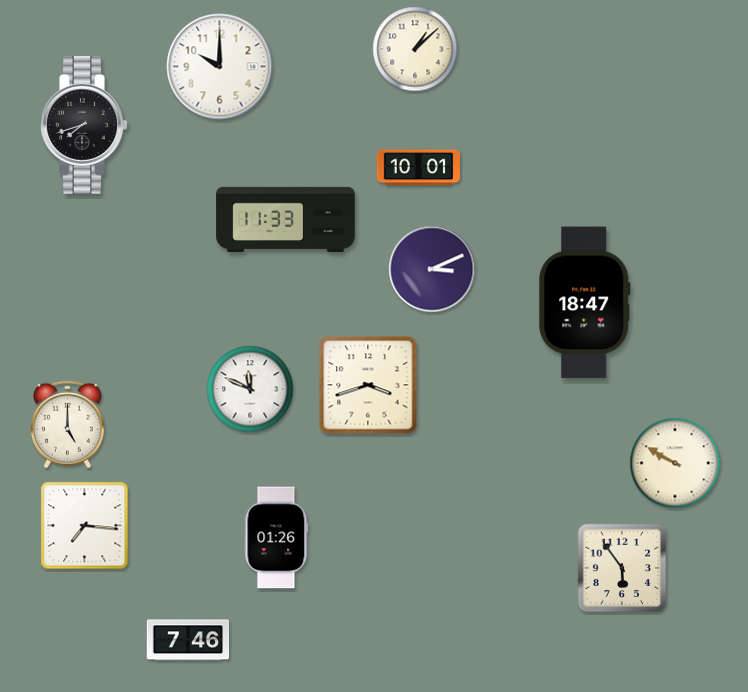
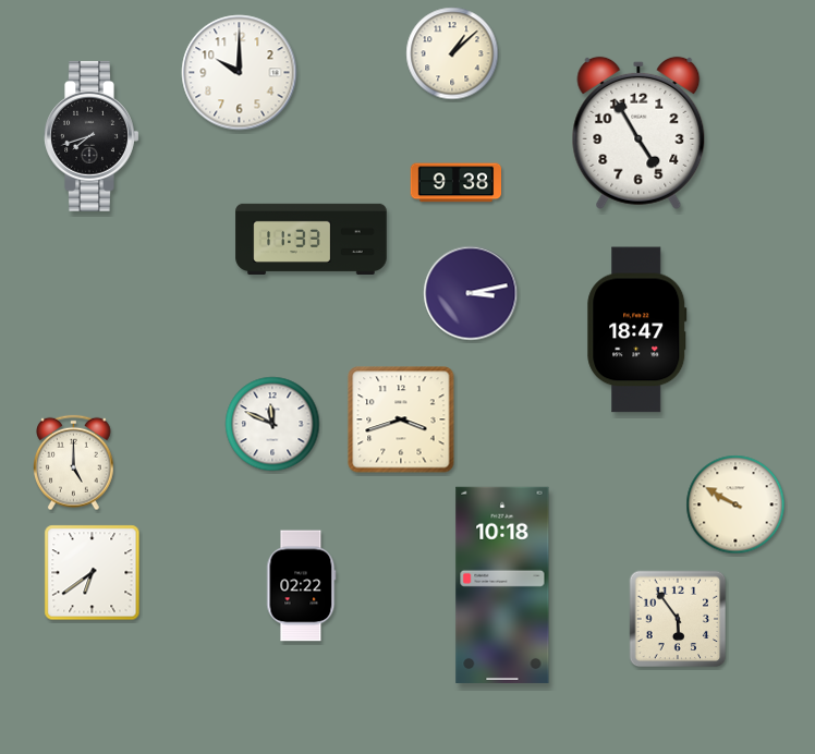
clock at (638, 133): none -> 4:55
clock at (418, 168): 10:01 -> 9:38
clock at (432, 269): 3:11 -> 3:13
clock at (85, 526): 7:16 -> 6:39
clock at (502, 585): none -> 10:18
clock at (277, 538): 01:26 -> 02:22
clock at (188, 640): 7:46 -> none
